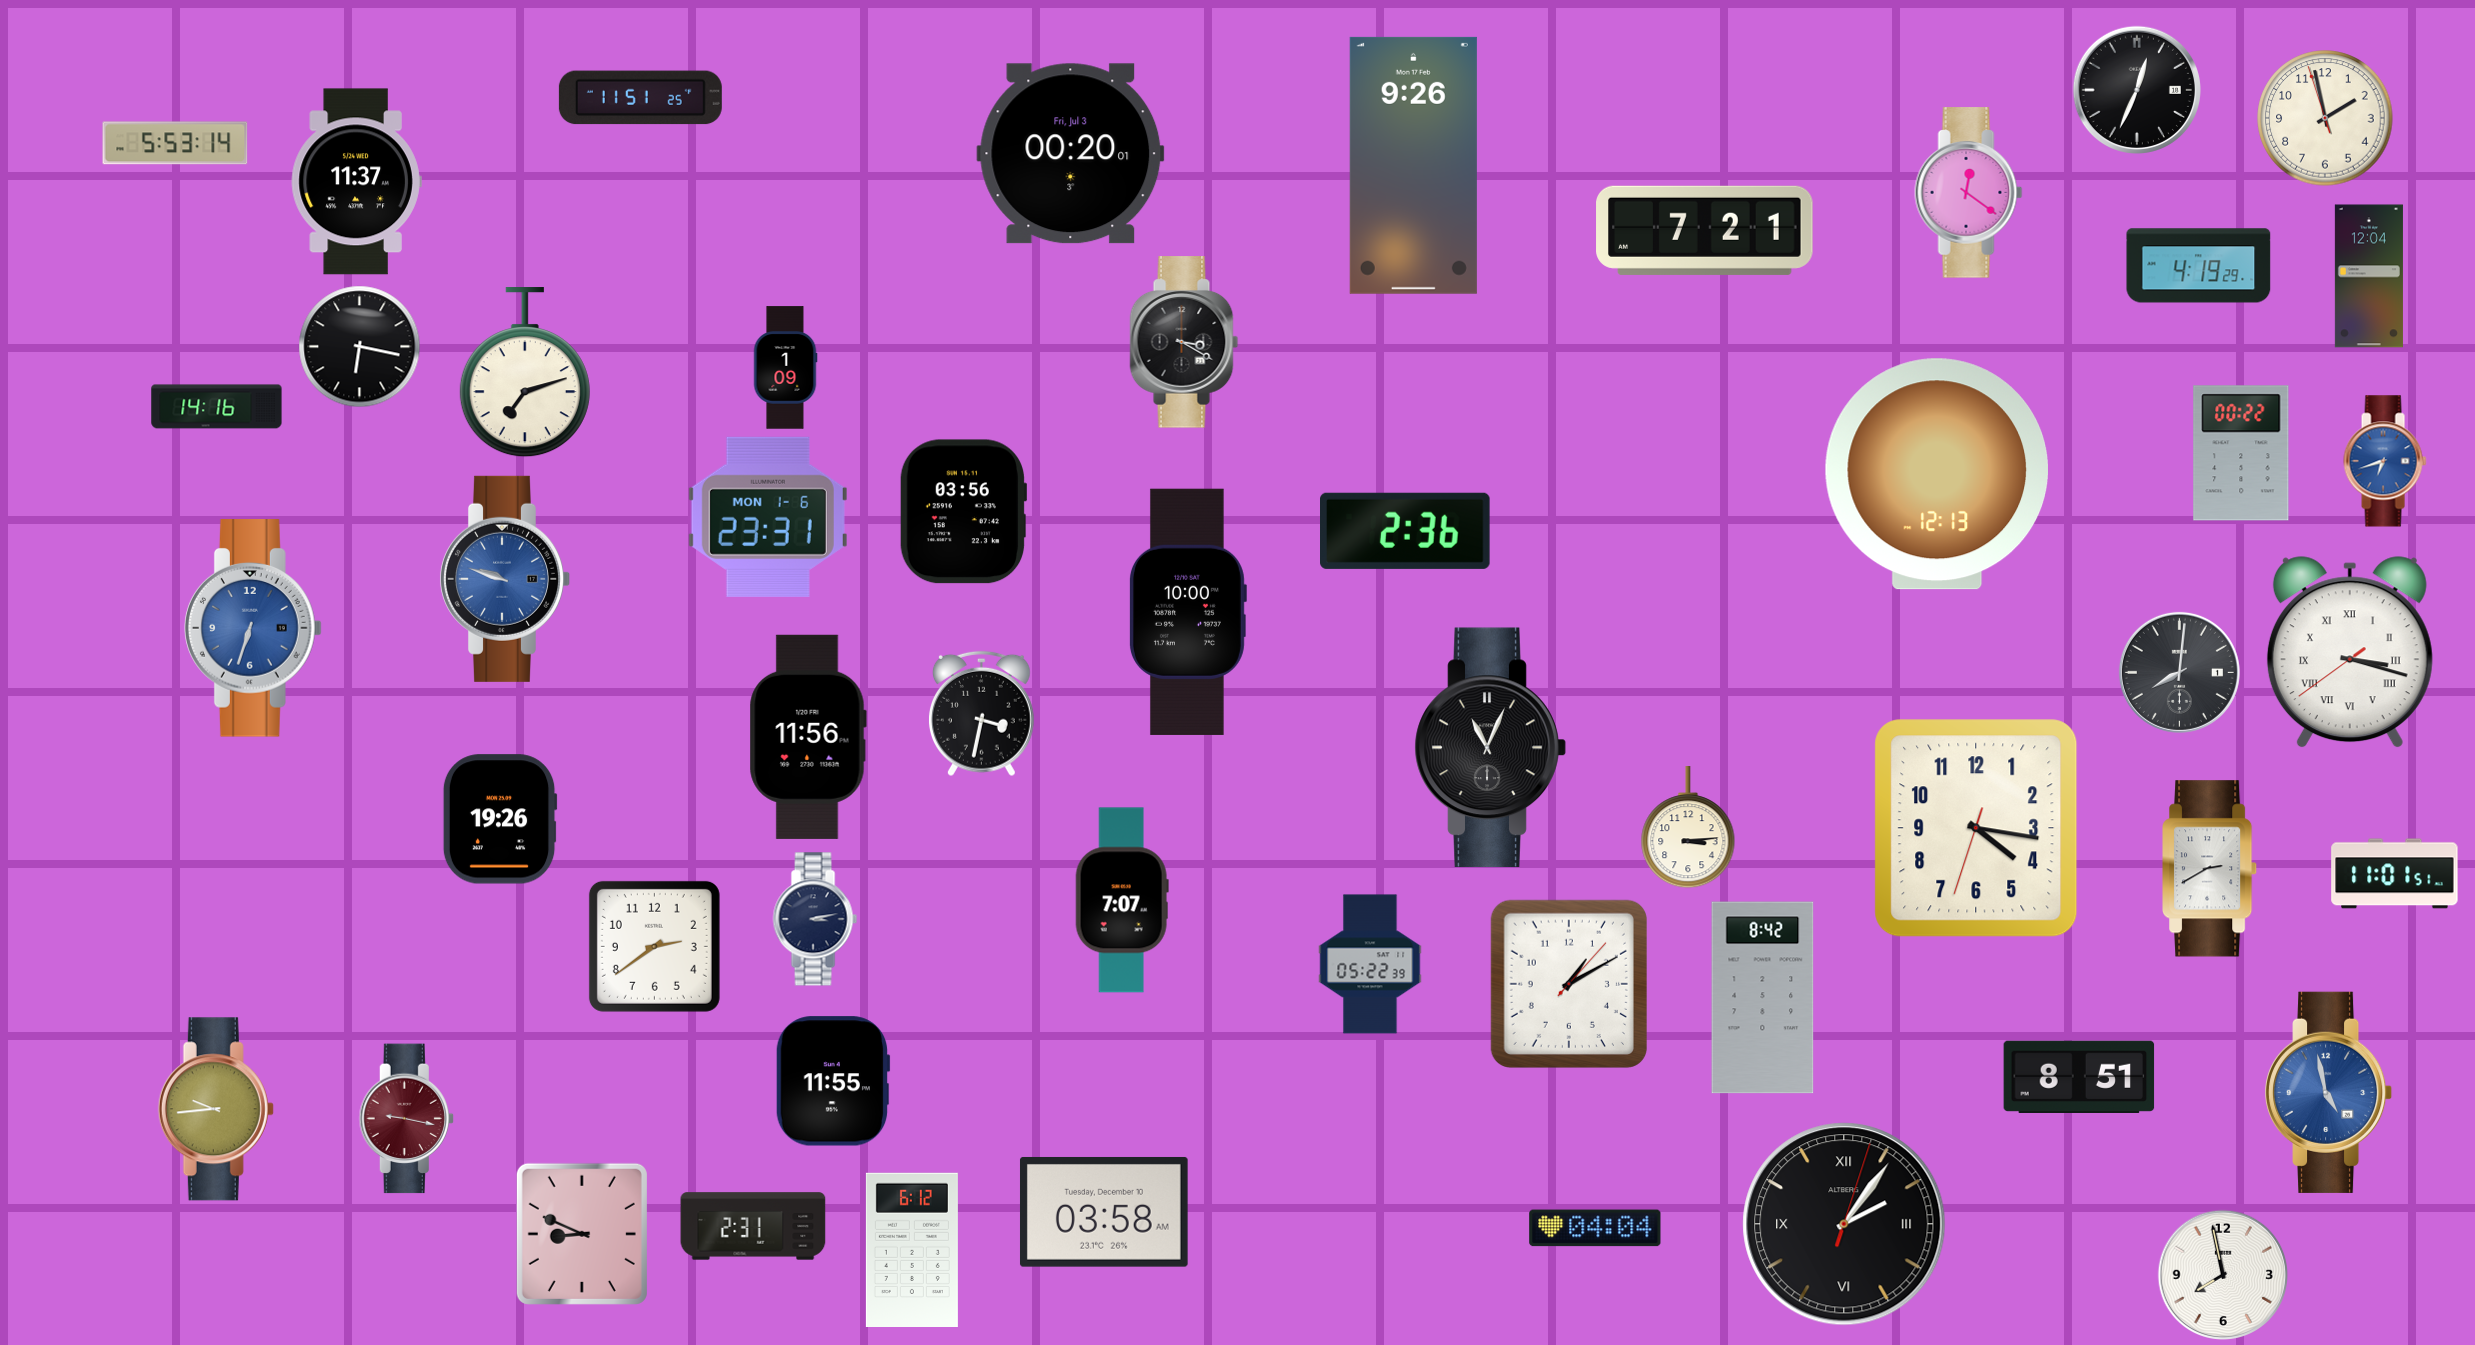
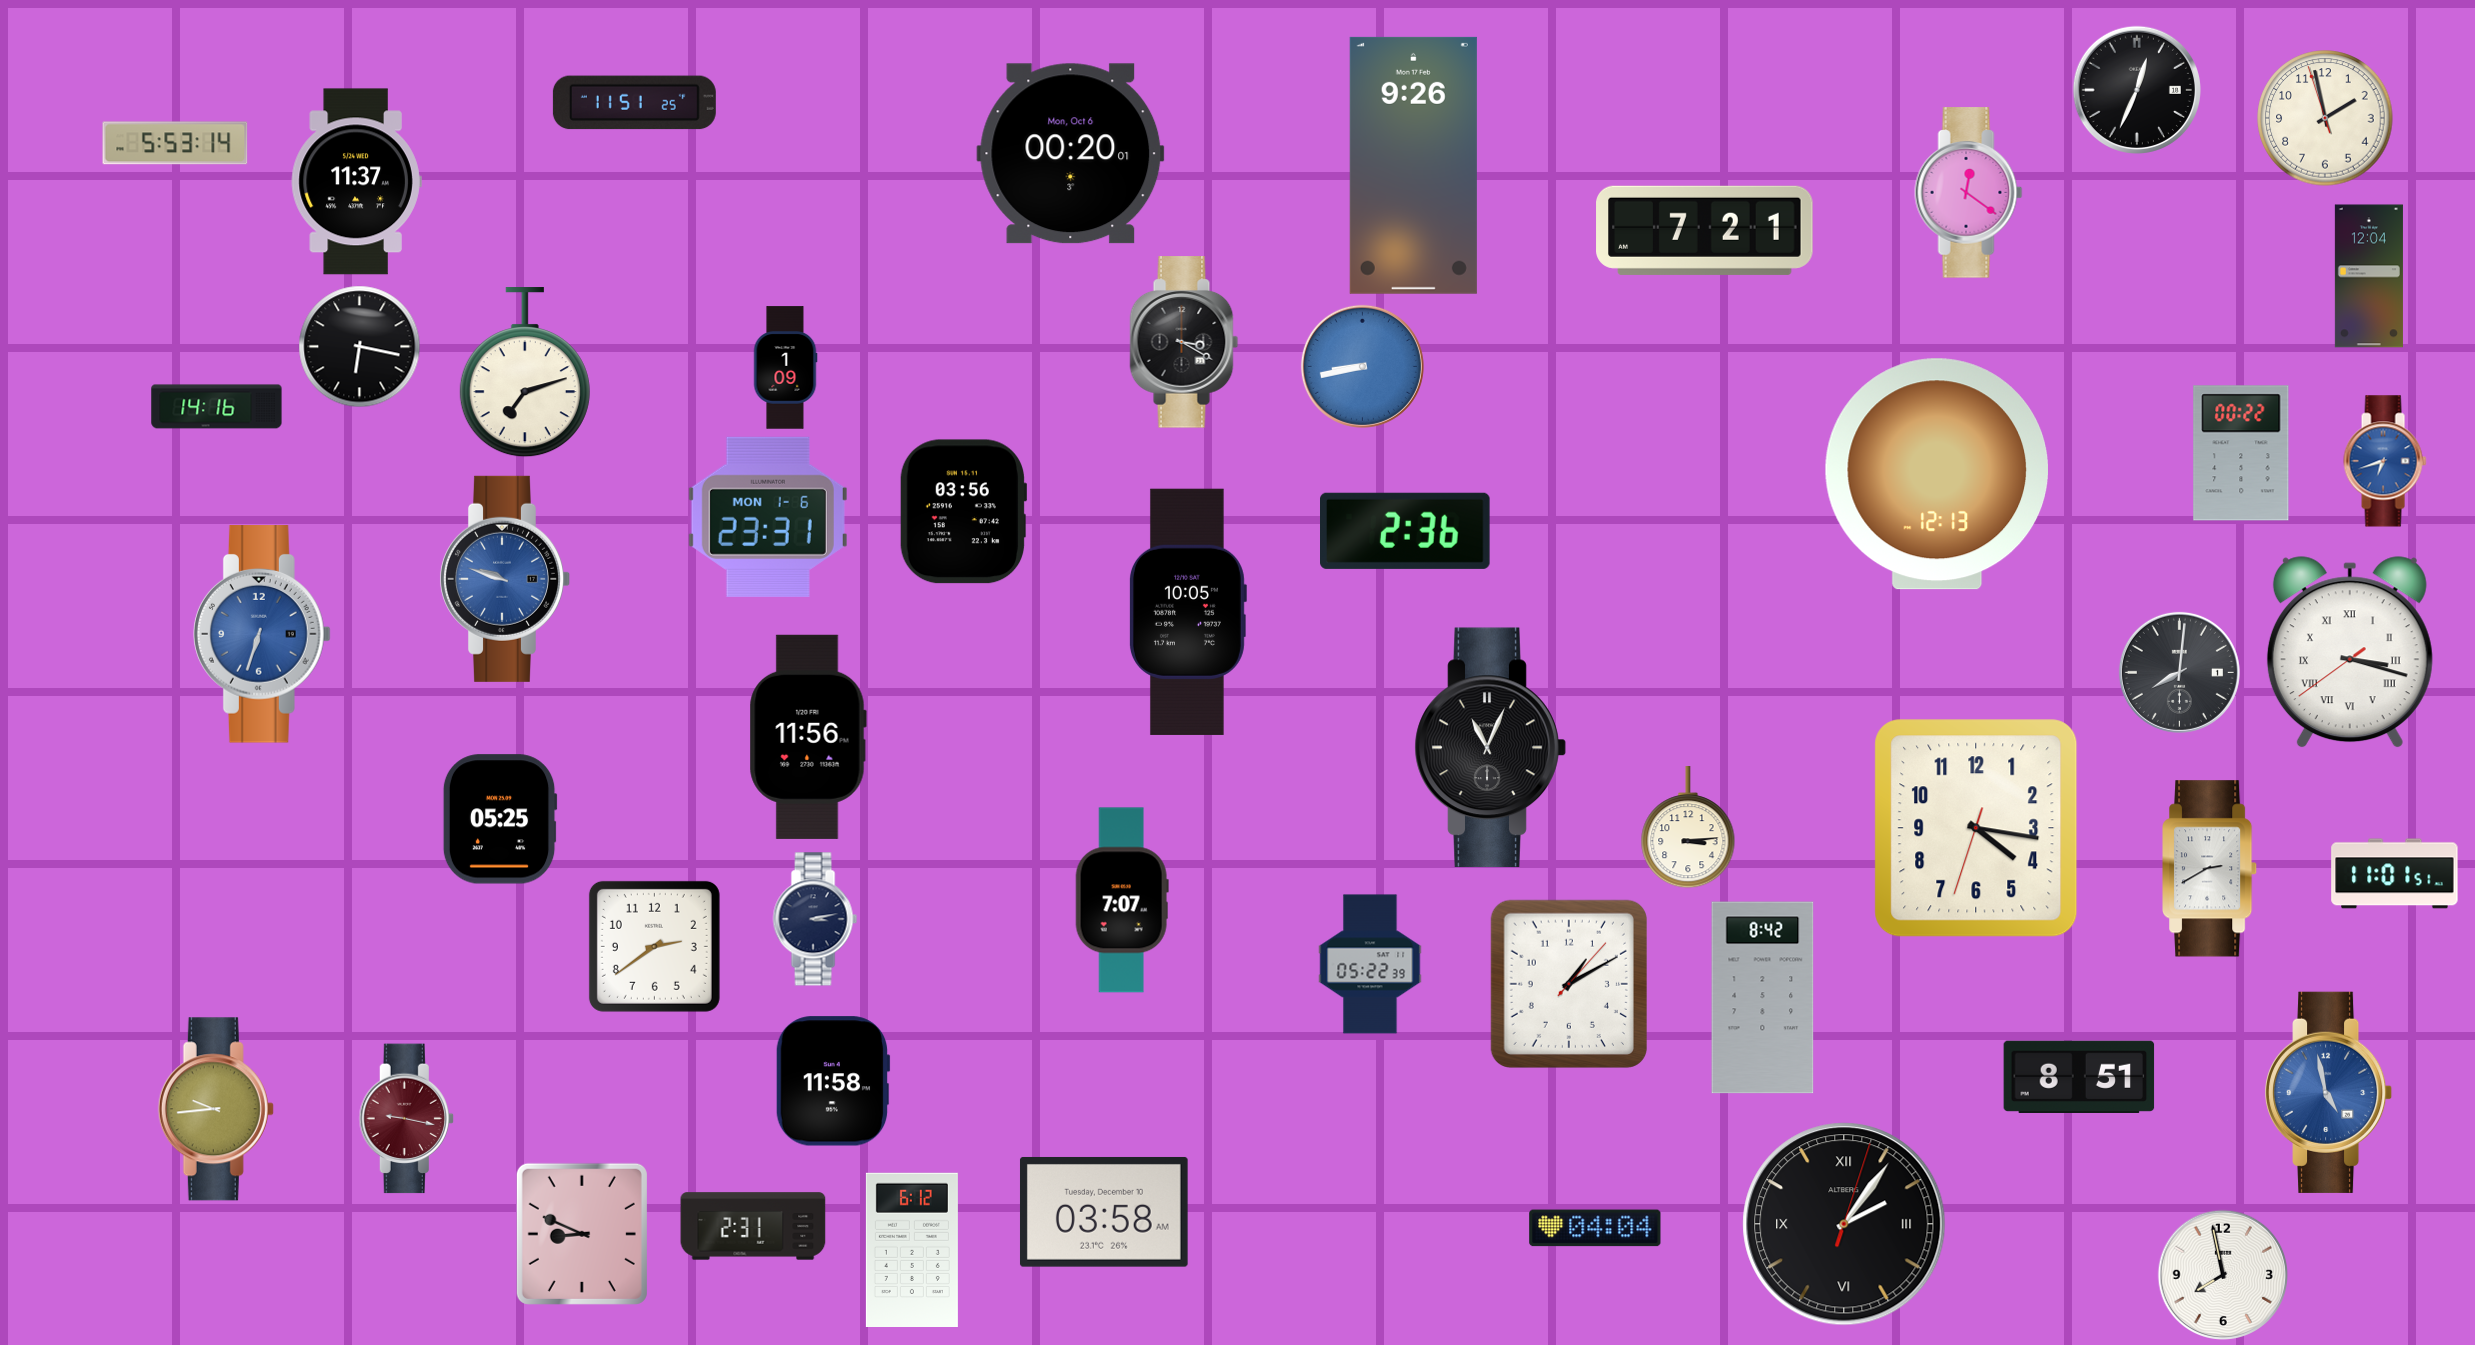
clock at (640, 98) position: (640, 98) -> (634, 103)
clock at (1071, 154) date: Fri, Jul 3 -> Mon, Oct 6
clock at (2199, 266): 4:19 -> none
clock at (1362, 366): none -> 8:43
clock at (1187, 612): 10:00 -> 10:05
clock at (253, 628) position: (253, 628) -> (262, 634)
clock at (981, 714): 3:32 -> none
clock at (500, 819): 19:26 -> 05:25
clock at (833, 1081): 11:55 -> 11:58
